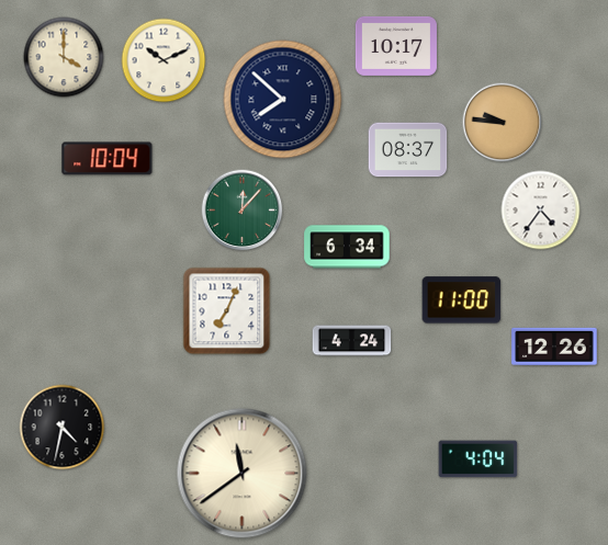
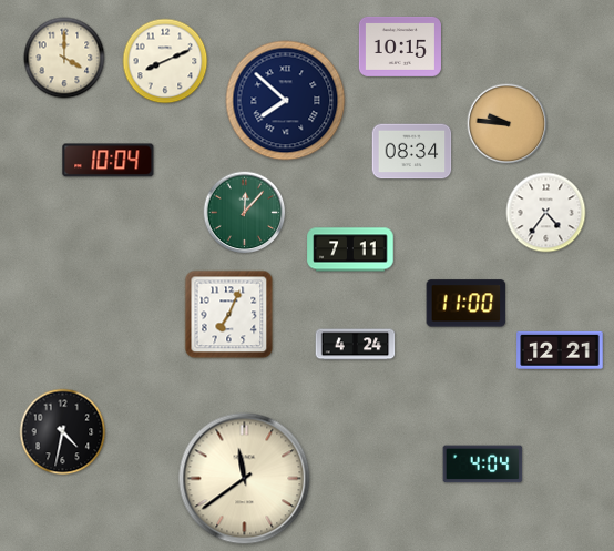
clock at (396, 46): 10:17 -> 10:15
clock at (164, 60): 10:11 -> 8:11
clock at (408, 150): 08:37 -> 08:34
clock at (347, 247): 6:34 -> 7:11
clock at (554, 347): 12:26 -> 12:21
